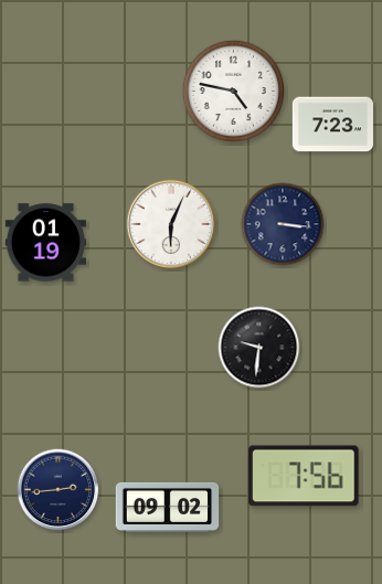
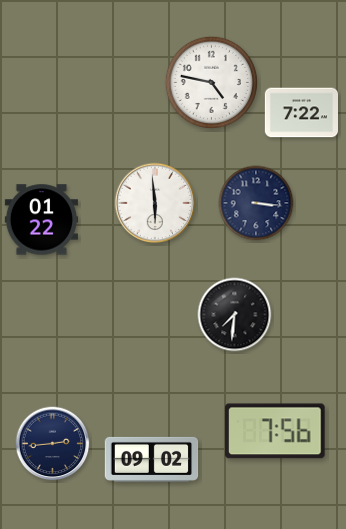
clock at (332, 125): 7:23 -> 7:22
clock at (171, 224): 6:04 -> 5:59
clock at (45, 243): 01:19 -> 01:22
clock at (259, 348): 9:31 -> 7:31
